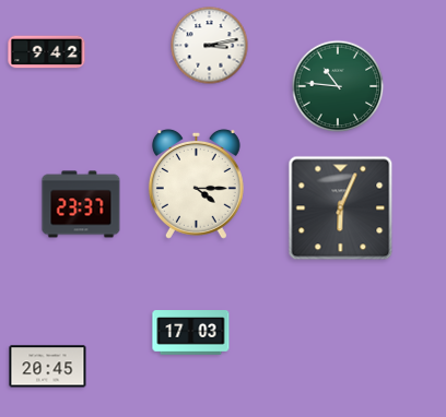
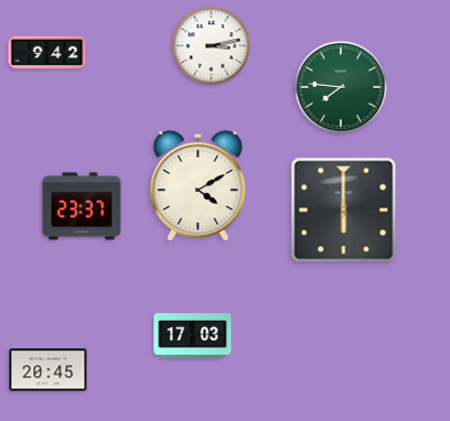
clock at (338, 86): 10:46 -> 7:46
clock at (196, 183): 4:15 -> 4:10
clock at (341, 208): 6:04 -> 6:00
